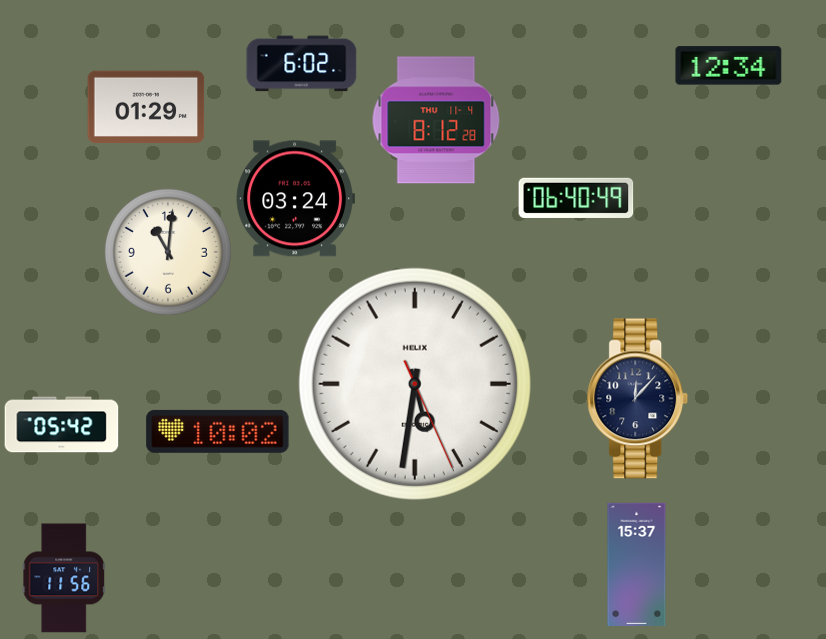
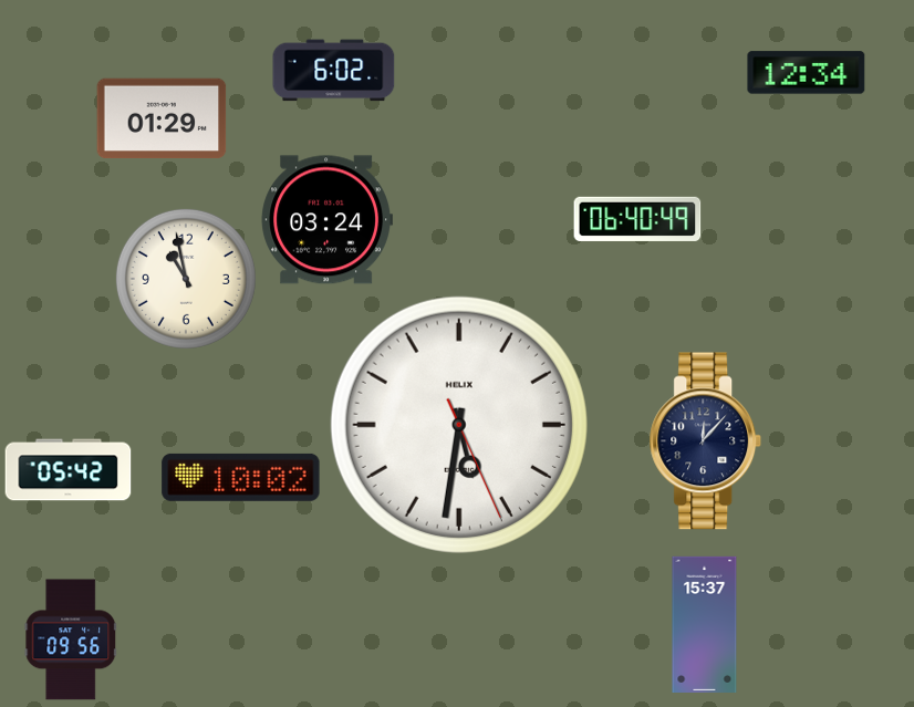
clock at (436, 120): 8:12 -> none
clock at (168, 252): 11:01 -> 10:58
clock at (64, 578): 11:56 -> 09:56
